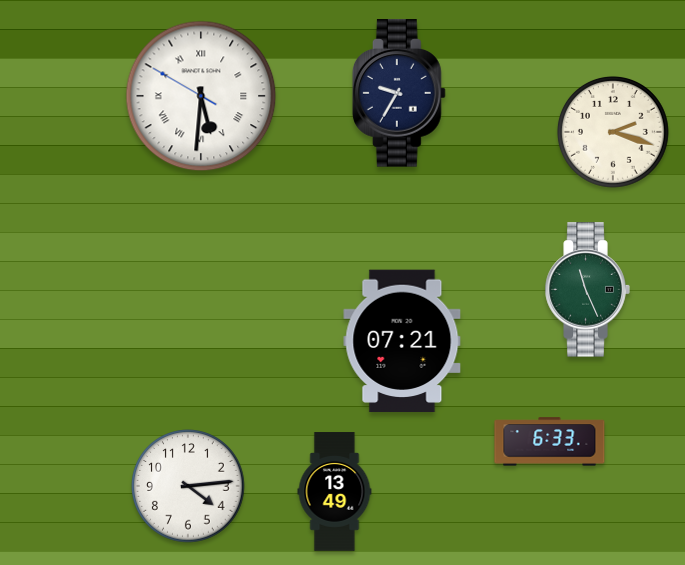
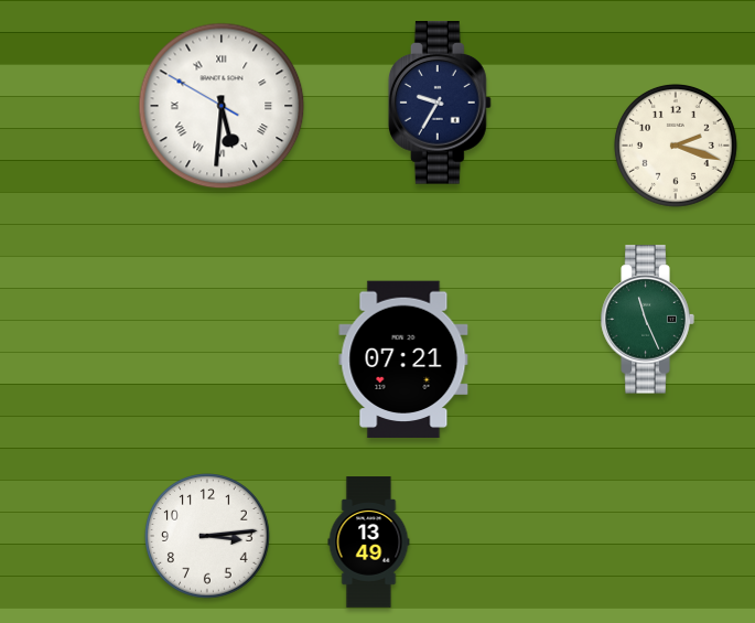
clock at (402, 341) position: (402, 341) -> (403, 359)
clock at (550, 442): 6:33 -> none
clock at (188, 486): 4:14 -> 3:14
